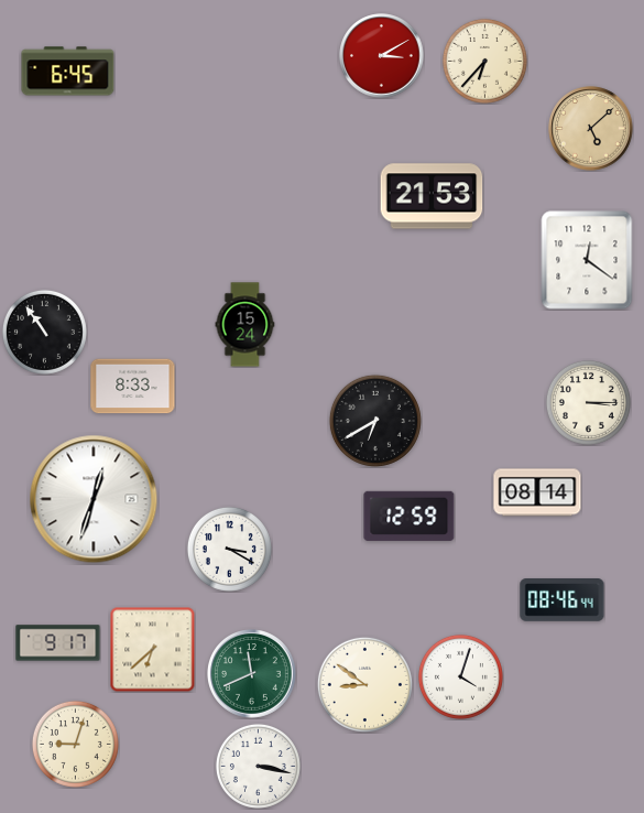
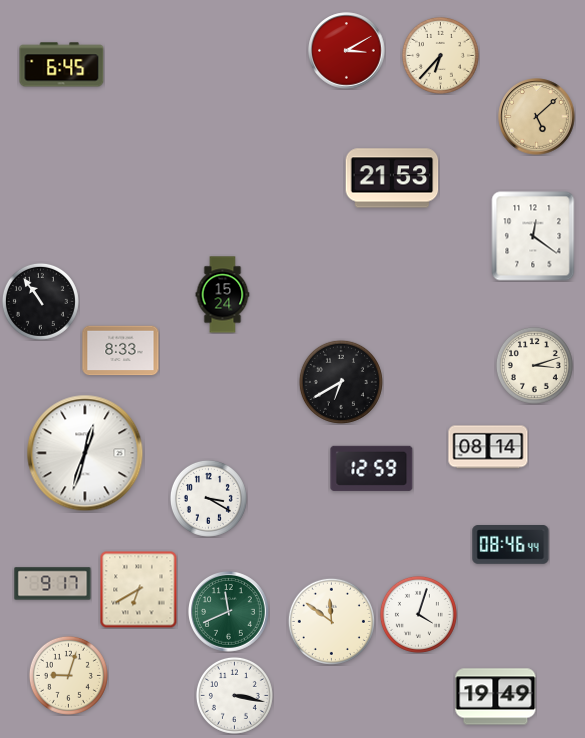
clock at (588, 402): 3:15 -> 3:12
clock at (152, 649): 6:38 -> 6:40
clock at (364, 684): 8:51 -> 11:51
clock at (496, 697): none -> 19:49
